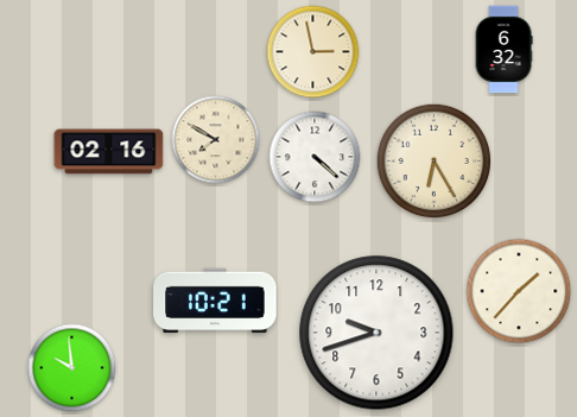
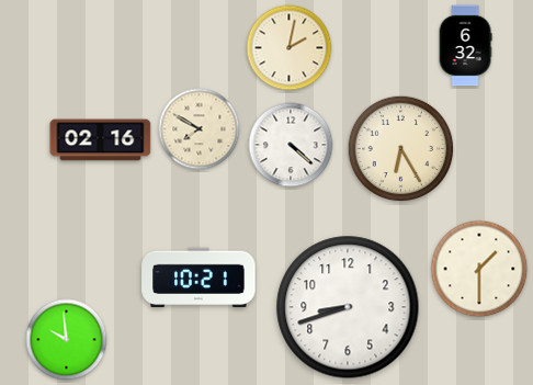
clock at (313, 52): 2:58 -> 2:02
clock at (519, 291): 1:37 -> 1:30
clock at (376, 333): 9:42 -> 8:42
